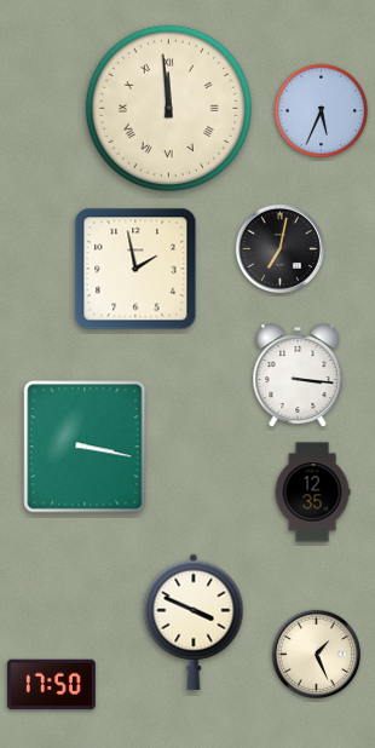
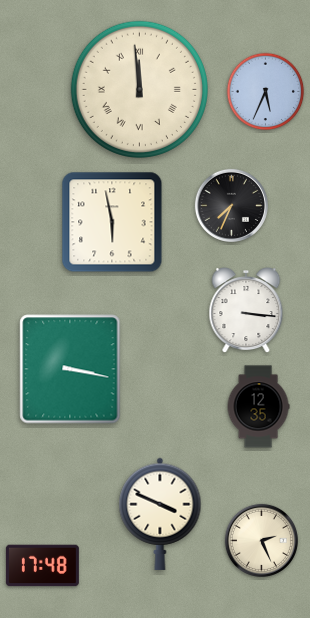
clock at (279, 248): 7:02 -> 7:34
clock at (135, 269): 1:58 -> 5:58
clock at (316, 654): 1:26 -> 2:26
clock at (51, 685): 17:50 -> 17:48
